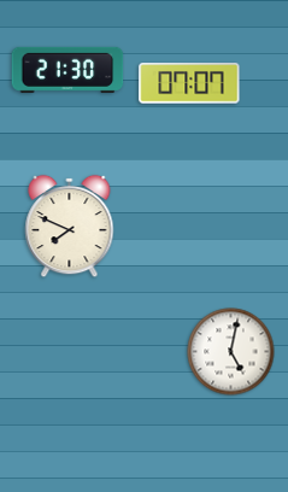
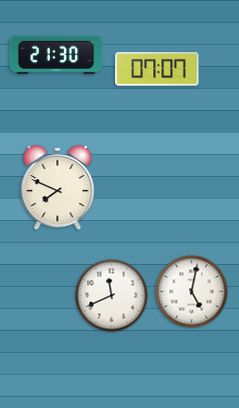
clock at (67, 70) position: (67, 70) -> (56, 55)
clock at (112, 296): none -> 11:41
